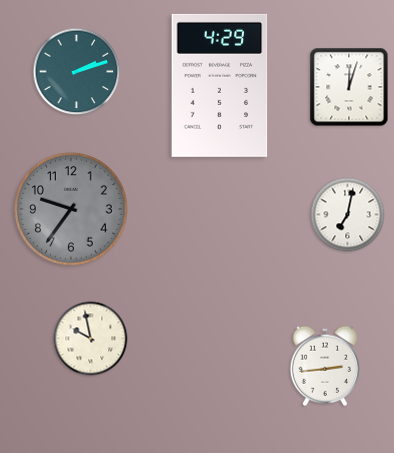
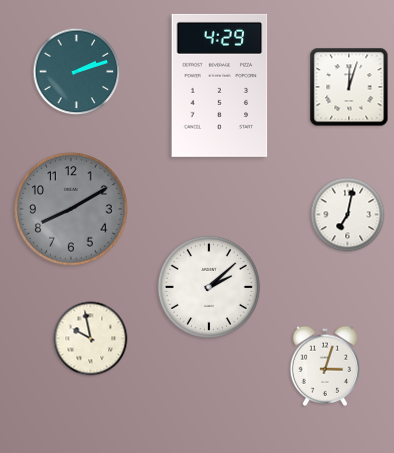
clock at (71, 209): 9:36 -> 8:10
clock at (209, 287): none -> 2:08
clock at (325, 366): 2:44 -> 3:03
